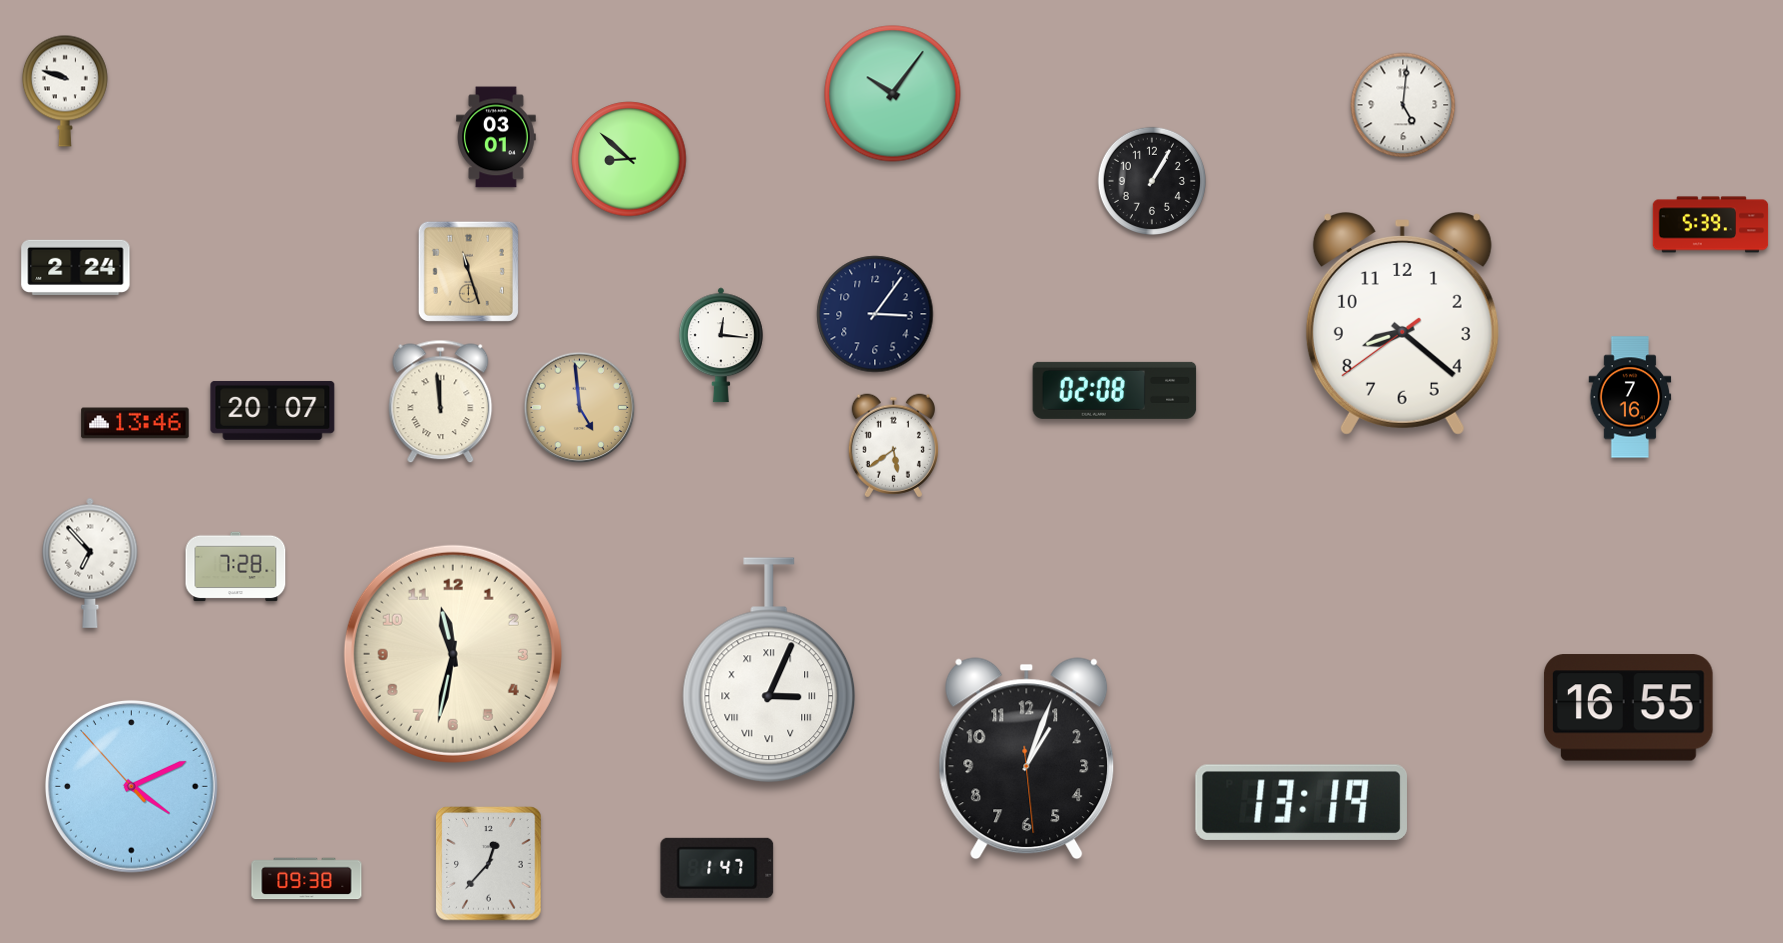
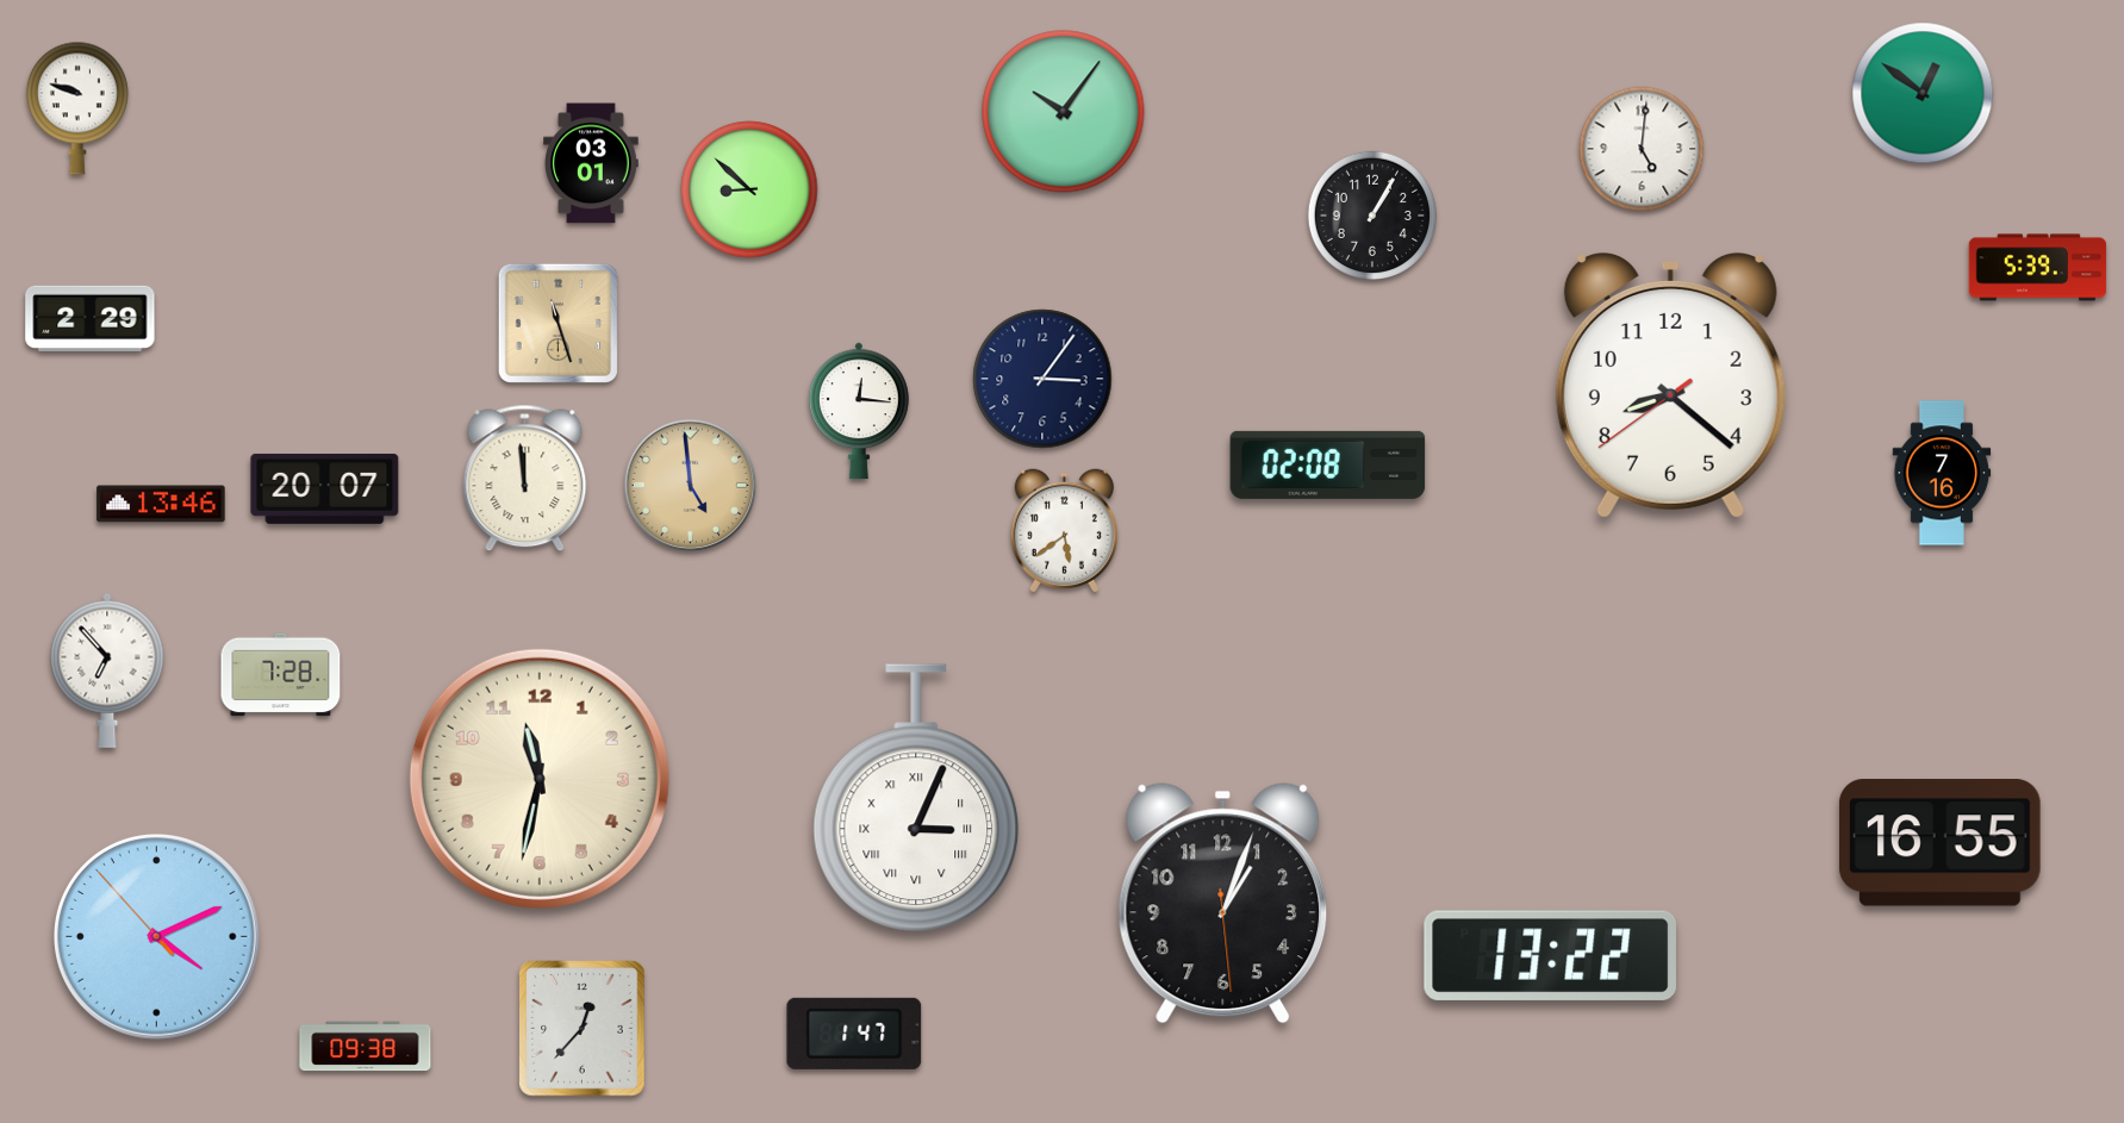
clock at (1923, 93): none -> 12:51
clock at (1403, 105) position: (1403, 105) -> (1642, 149)
clock at (76, 267): 2:24 -> 2:29
clock at (875, 314) position: (875, 314) -> (1042, 379)
clock at (1301, 802): 13:19 -> 13:22
